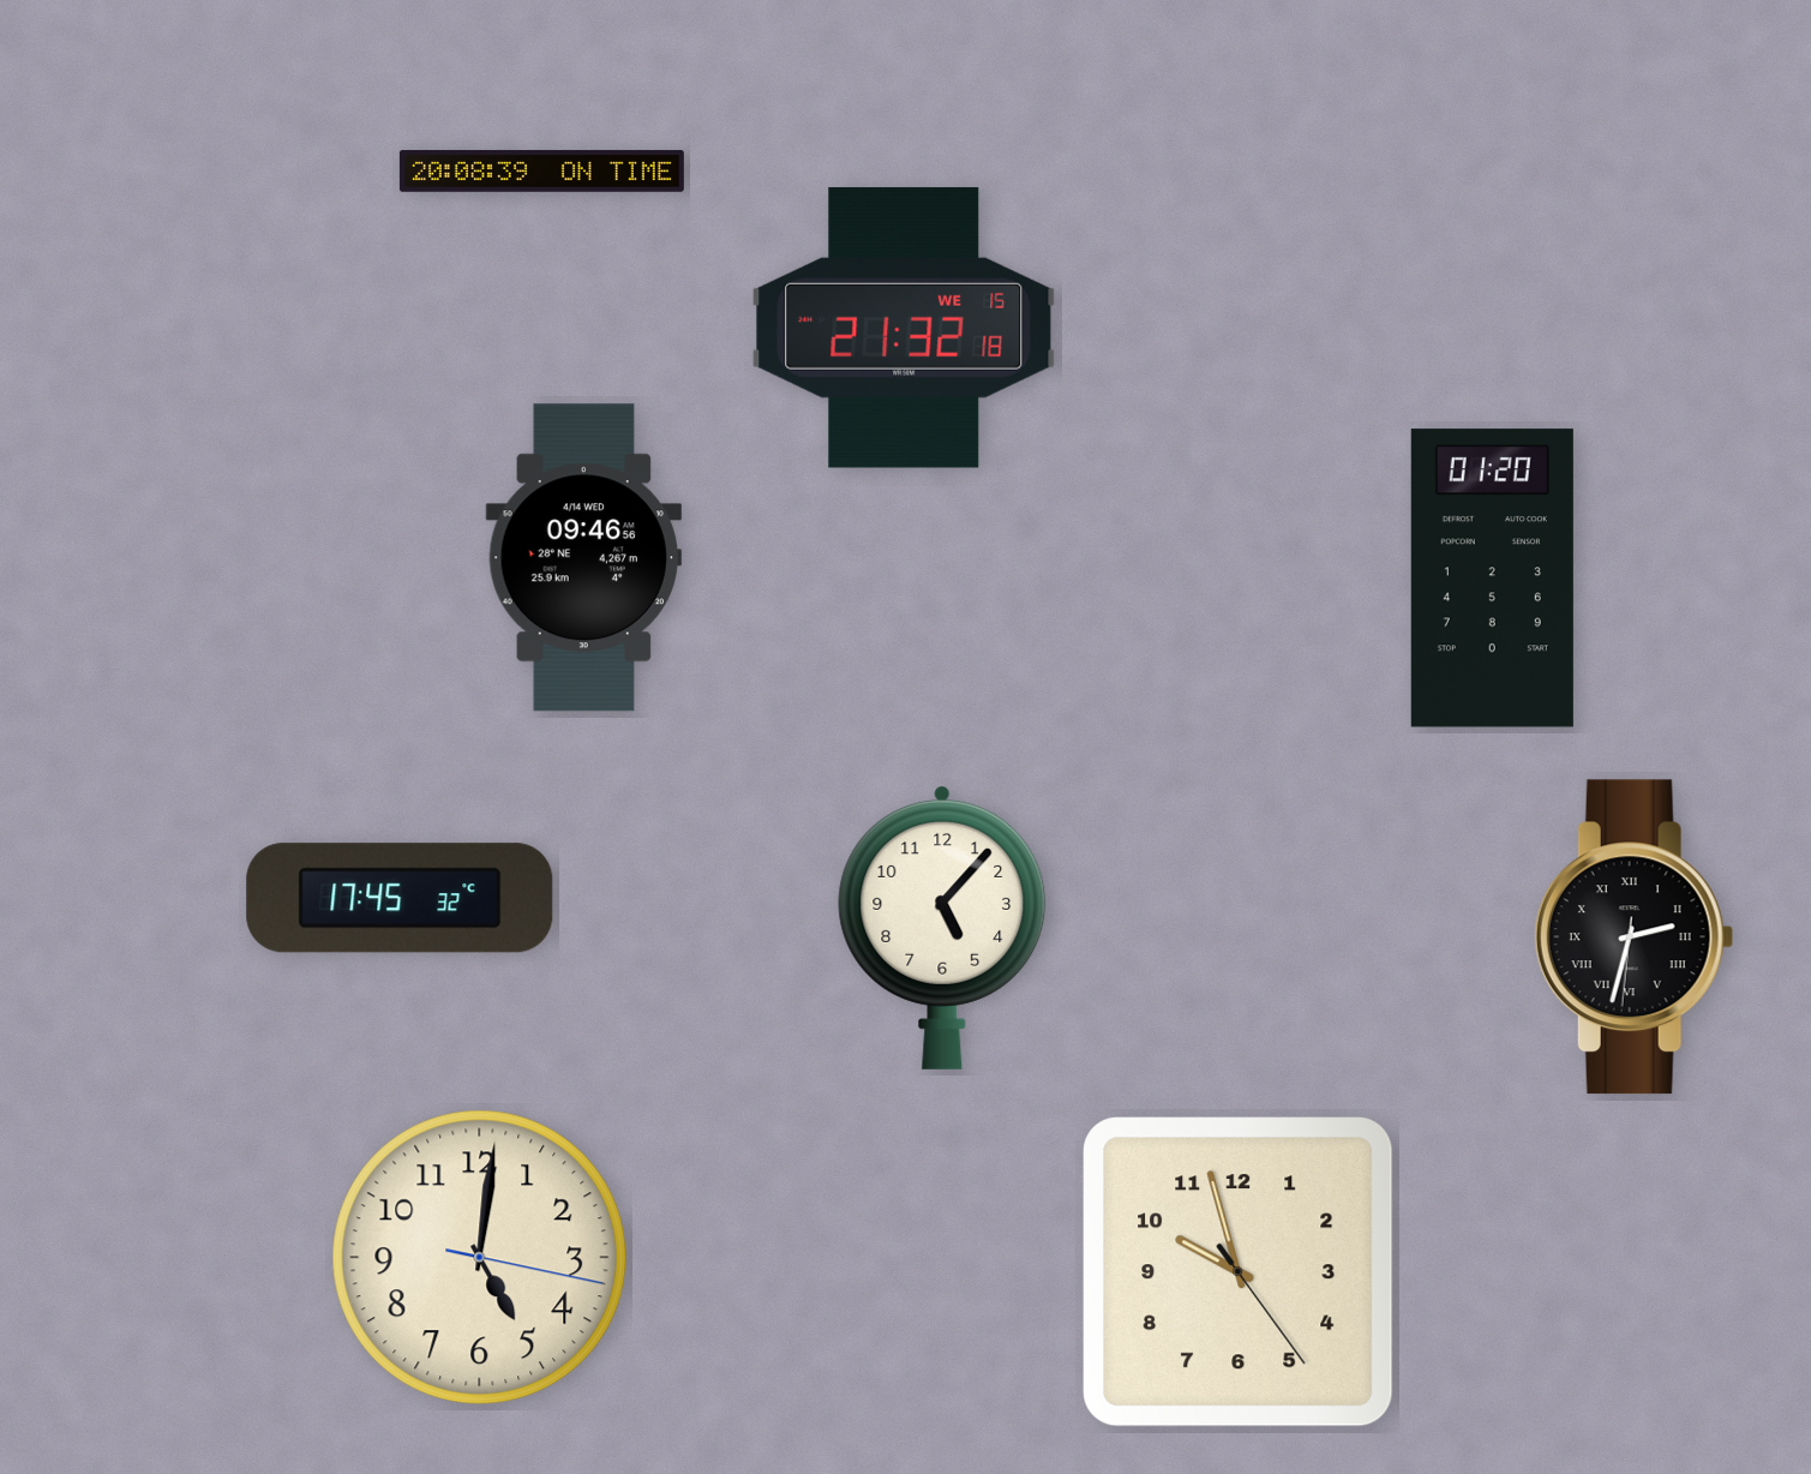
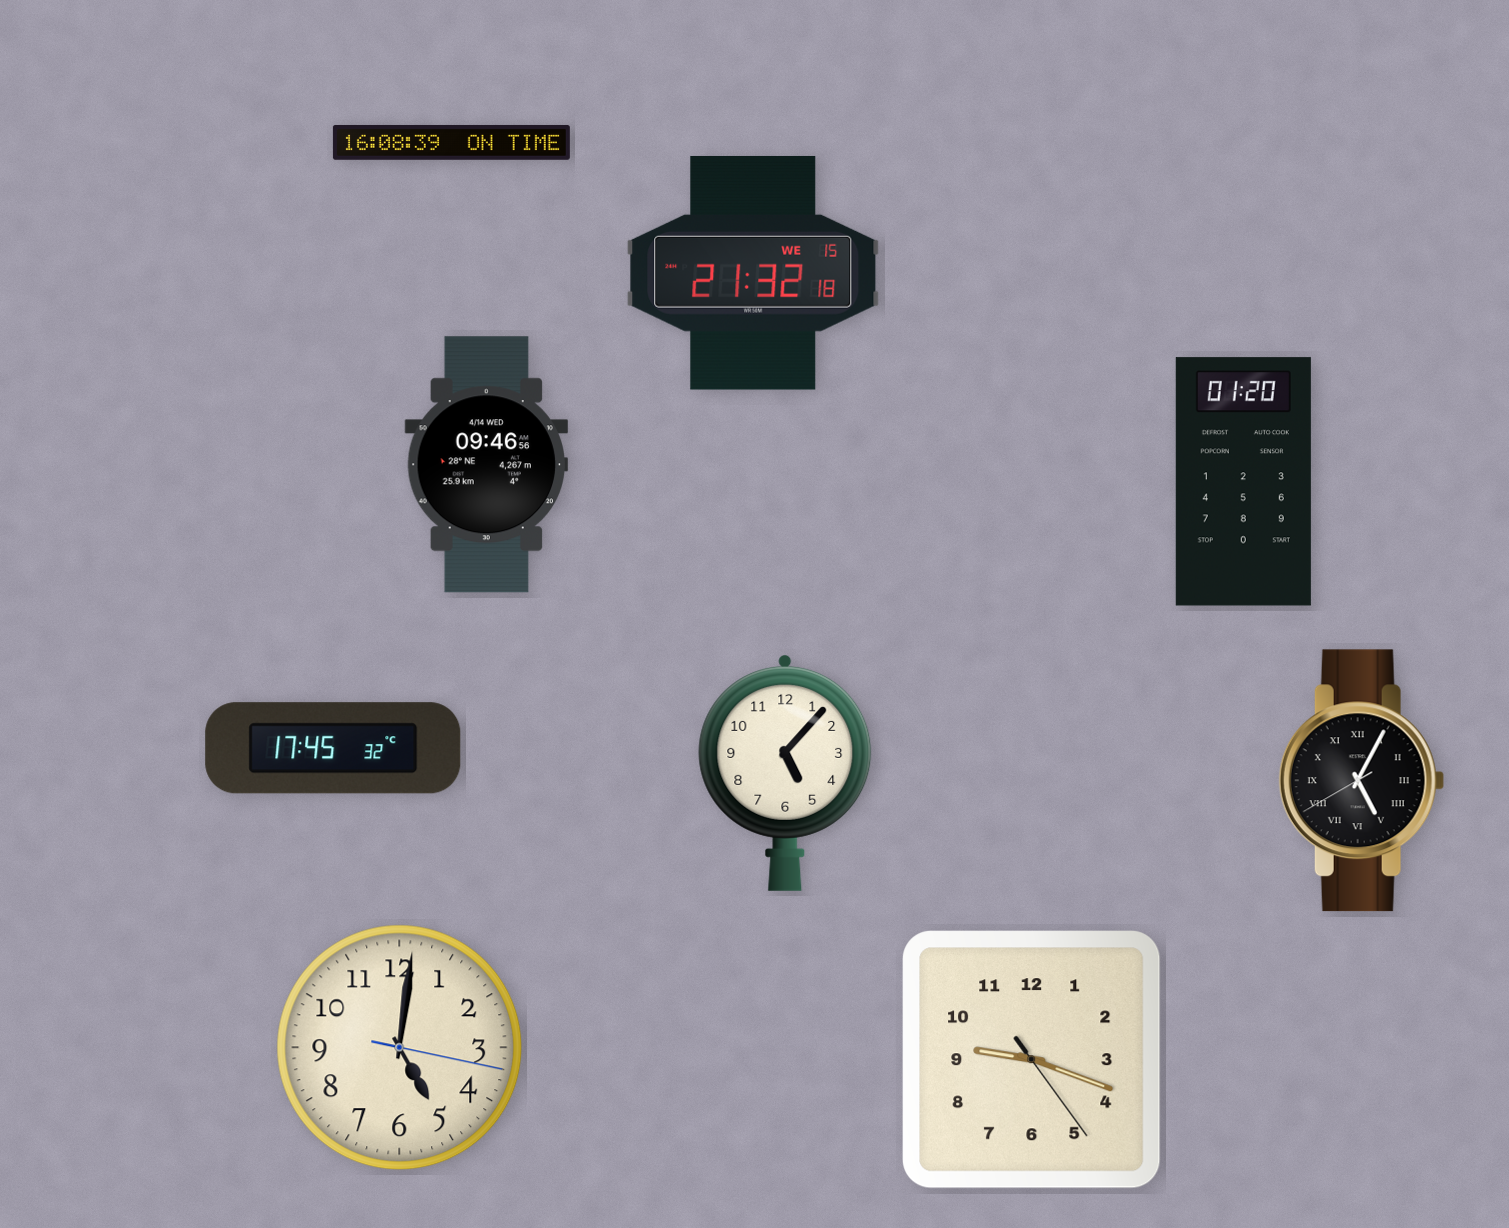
clock at (541, 170): 20:08 -> 16:08
clock at (1633, 937): 2:32 -> 5:04
clock at (1239, 1272): 9:57 -> 9:18
